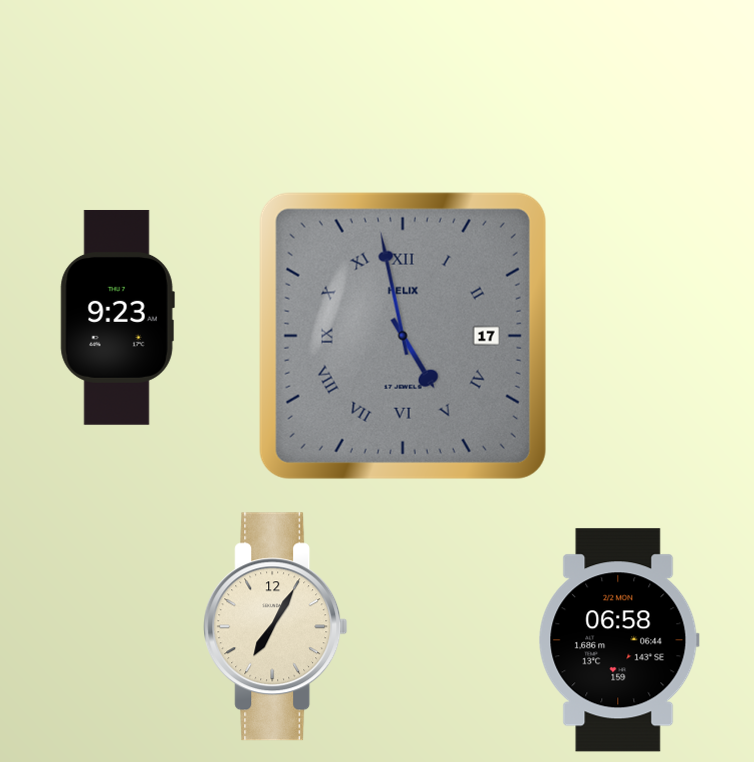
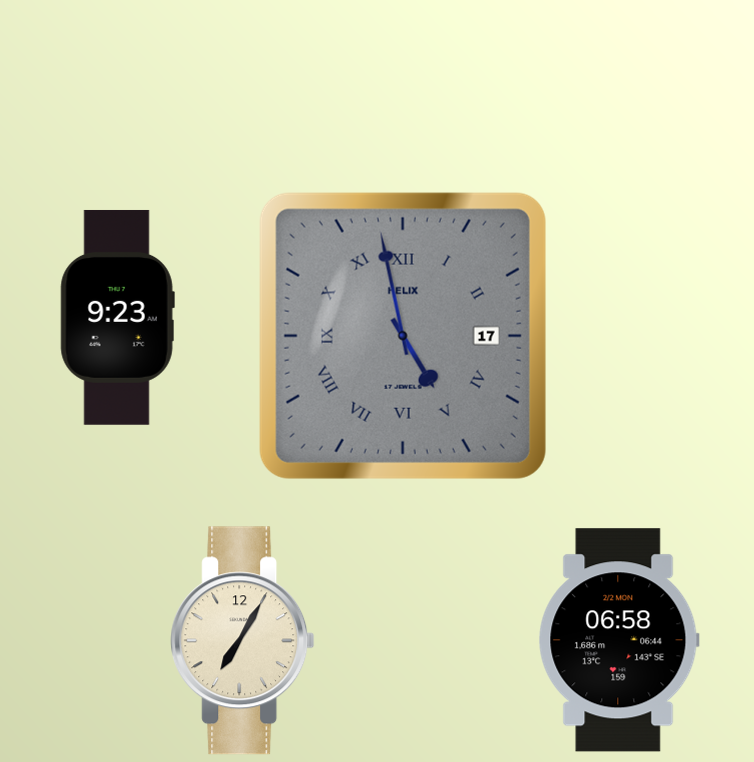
clock at (276, 627) position: (276, 627) -> (243, 641)
